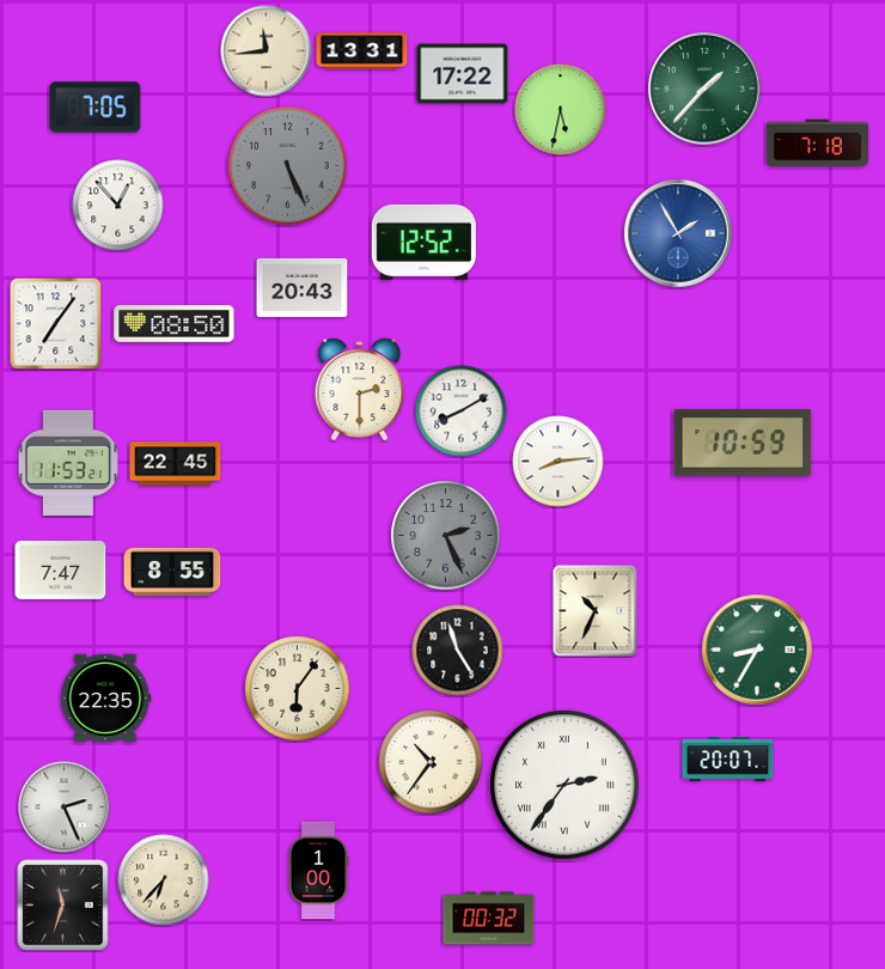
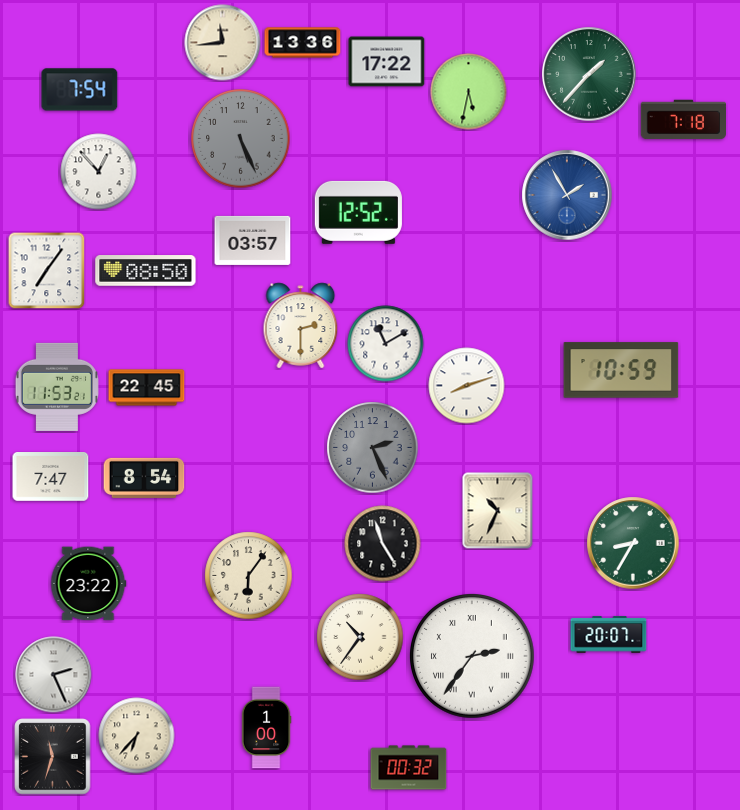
clock at (362, 51): 13:31 -> 13:36
clock at (96, 108): 7:05 -> 7:54
clock at (423, 242) position: (423, 242) -> (358, 212)
clock at (303, 287): 20:43 -> 03:57
clock at (462, 412): 8:10 -> 11:10
clock at (559, 462): 8:14 -> 8:12
clock at (172, 572): 8:55 -> 8:54
clock at (106, 699): 22:35 -> 23:22
